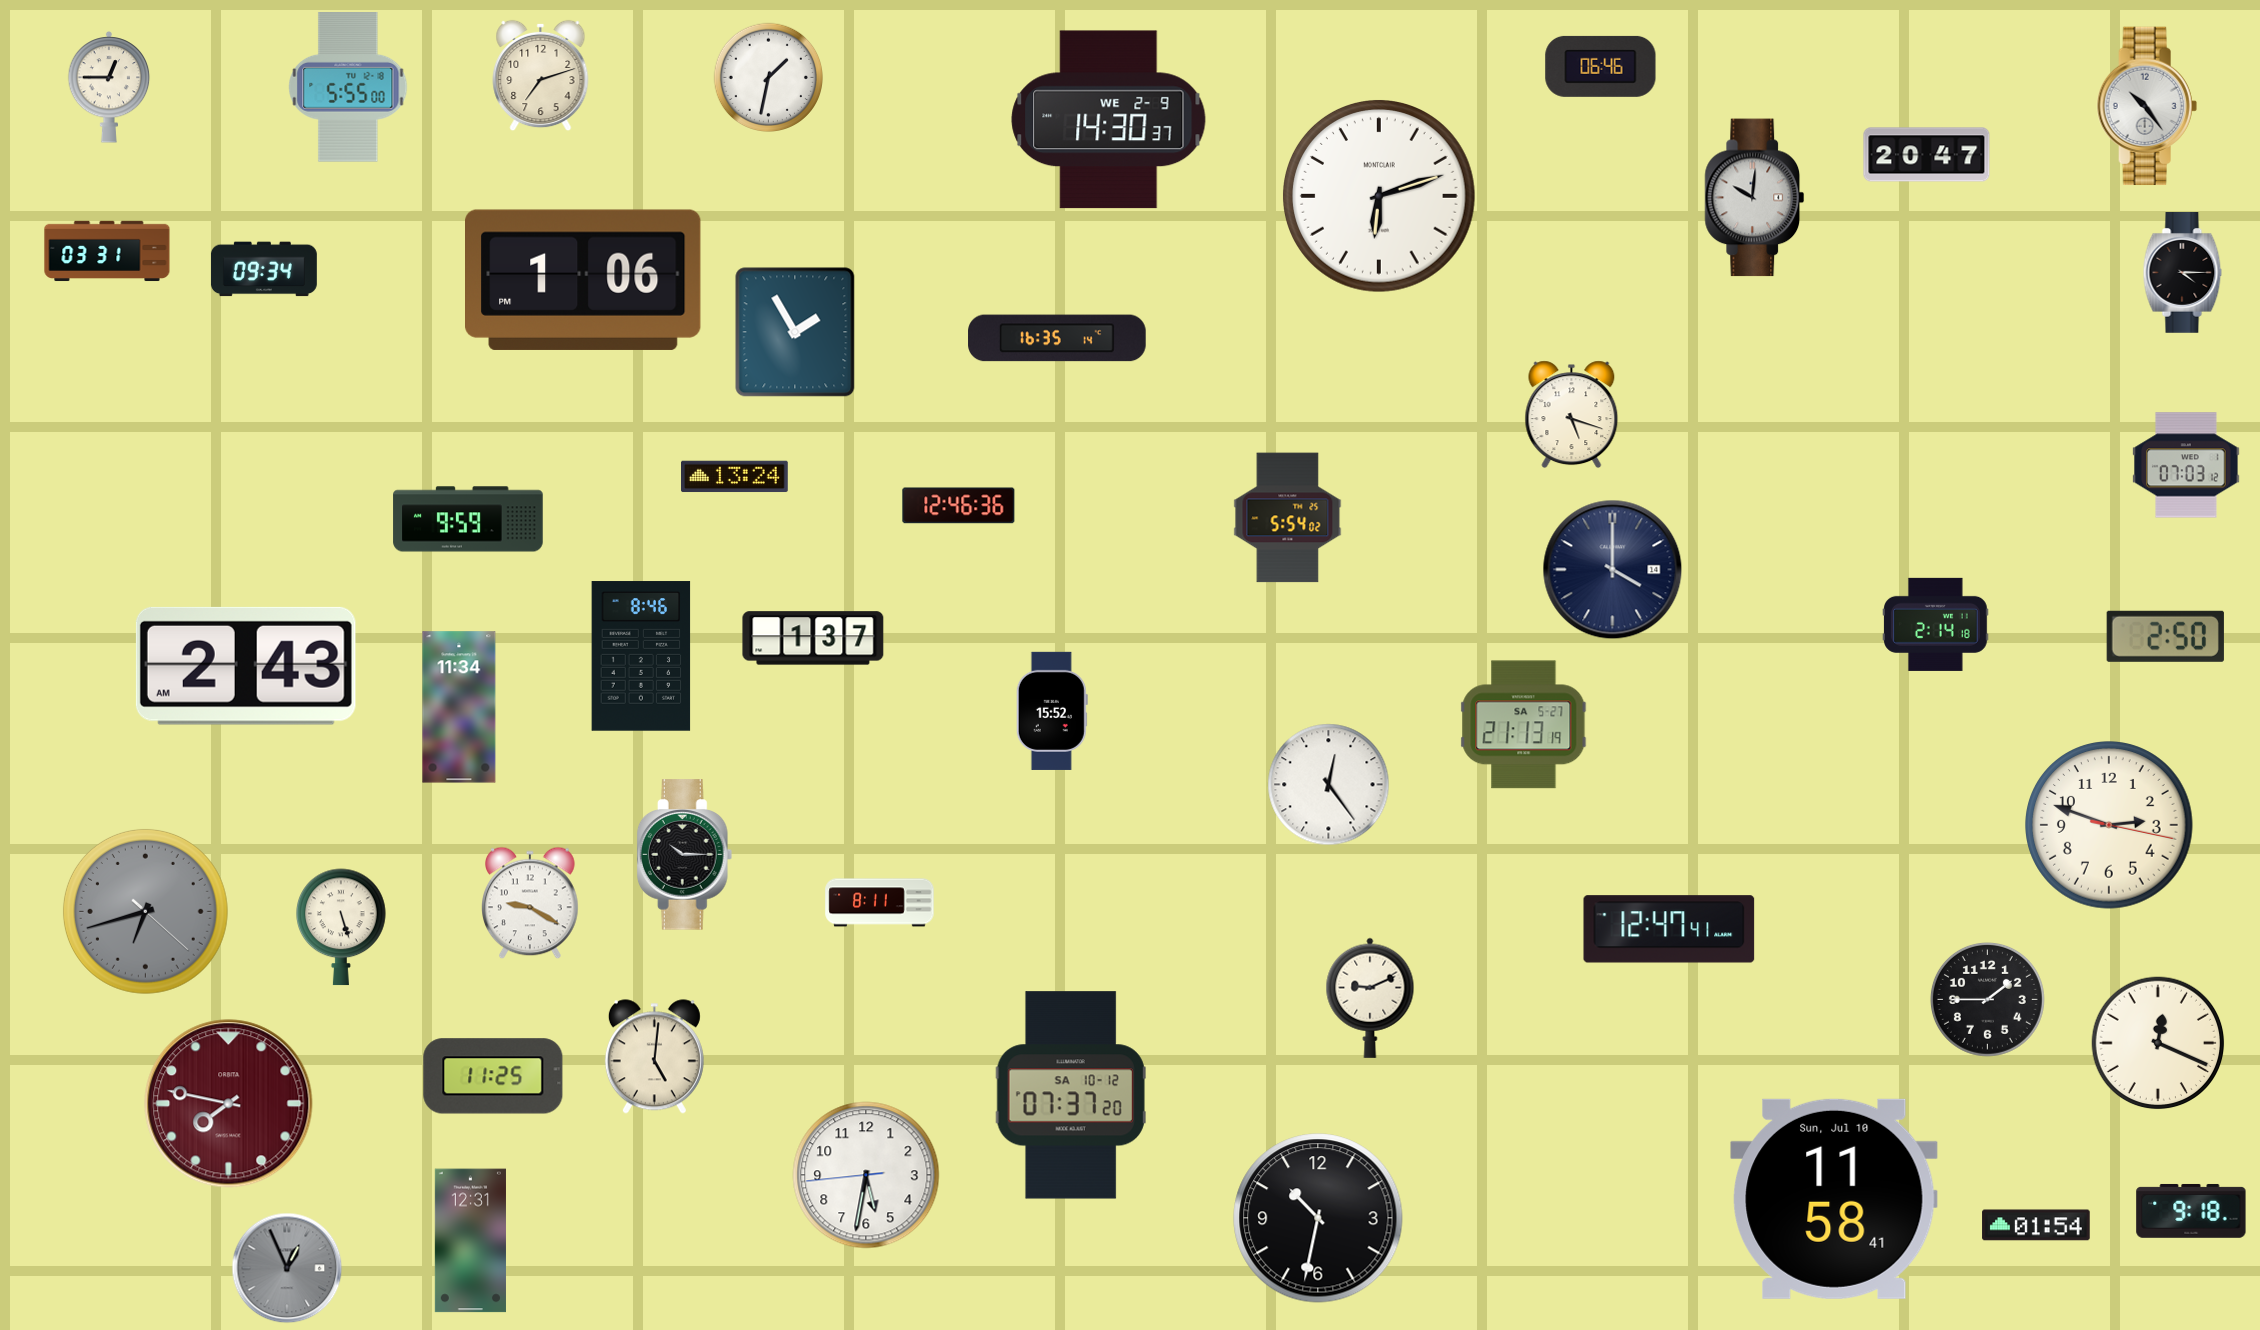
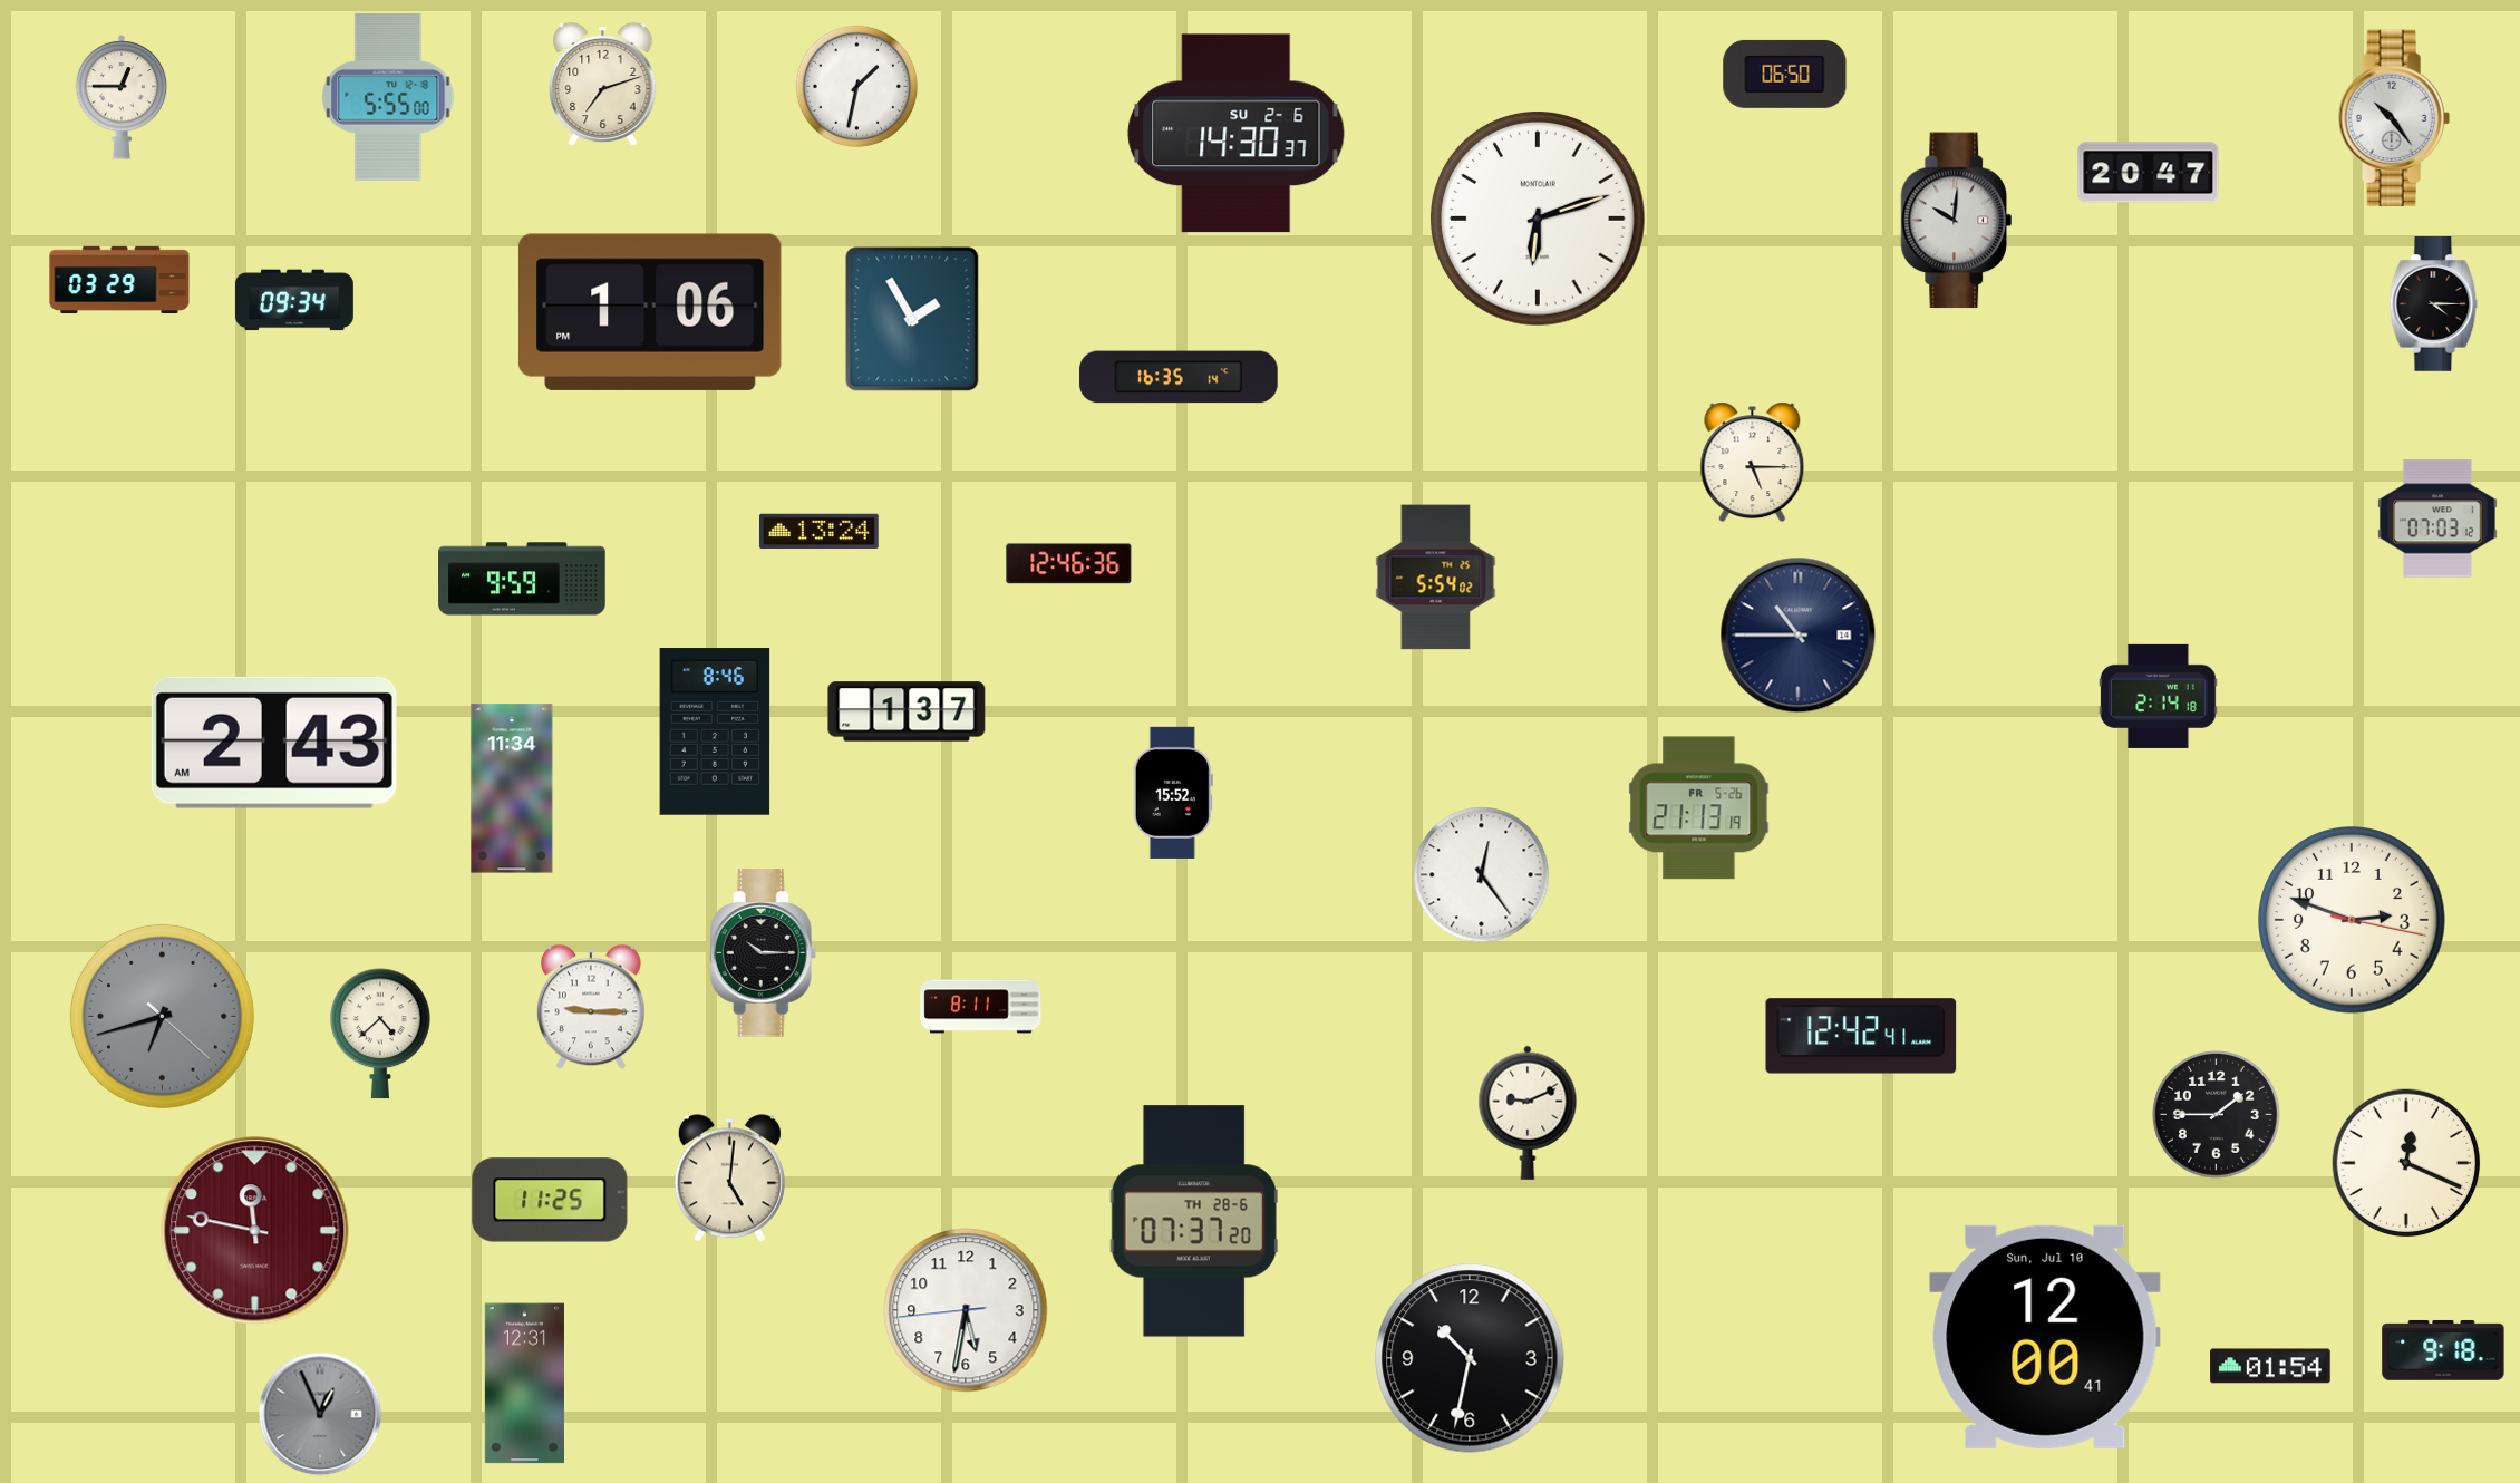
clock at (1601, 66): 06:46 -> 06:50
clock at (1109, 120) date: WE 2-9 -> SU 2-6
clock at (107, 251): 03:31 -> 03:29
clock at (795, 332) position: (795, 332) -> (912, 319)
clock at (1572, 415): 5:18 -> 5:15
clock at (1613, 570): 4:00 -> 10:45
clock at (2165, 636): 2:50 -> none
clock at (1524, 725) date: SA 5-27 -> FR 5-26
clock at (530, 903): 9:20 -> 9:15
clock at (342, 927): 5:27 -> 4:38
clock at (1669, 929): 12:47 -> 12:42
clock at (1071, 1095) date: SA 10-12 -> TH 28-6
clock at (229, 1104): 7:47 -> 11:47
clock at (1834, 1199): 11:58 -> 12:00
